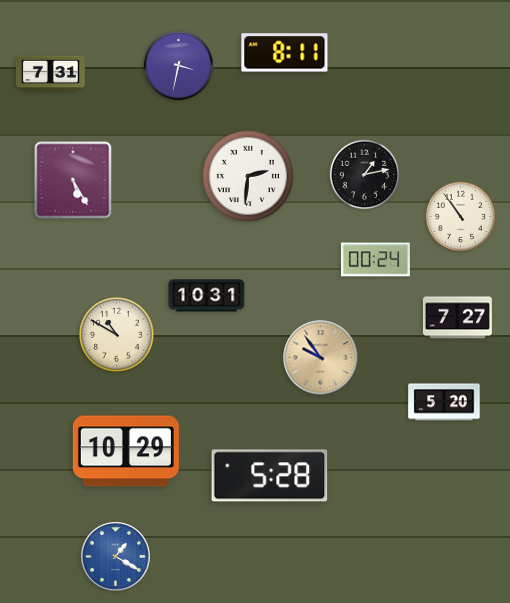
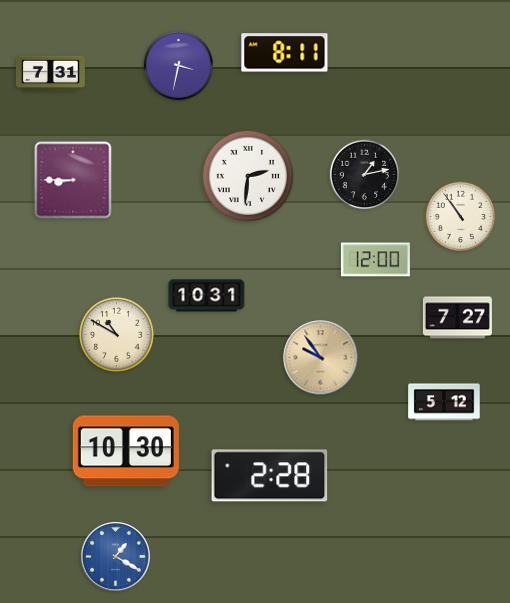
clock at (73, 180): 5:25 -> 8:45
clock at (375, 260): 00:24 -> 12:00
clock at (444, 402): 5:20 -> 5:12
clock at (126, 451): 10:29 -> 10:30
clock at (270, 476): 5:28 -> 2:28
